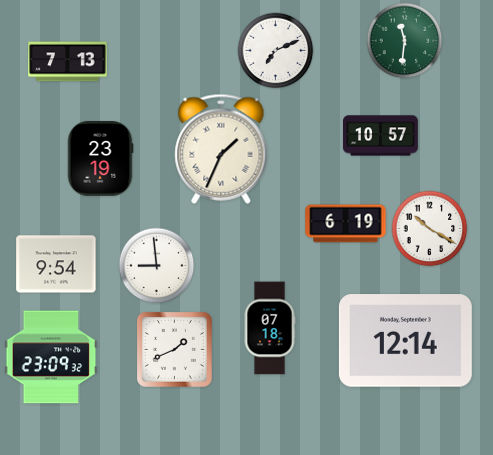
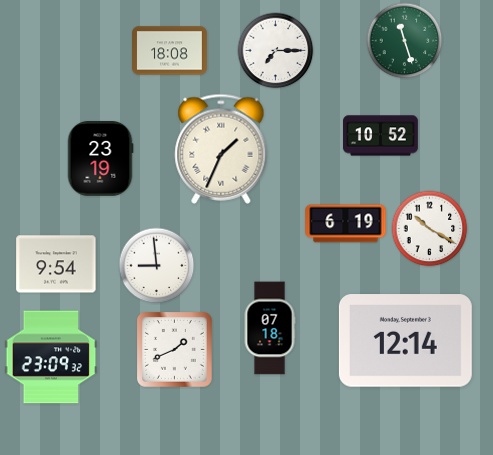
clock at (405, 41): 11:31 -> 11:27
clock at (170, 51): none -> 18:08
clock at (276, 51): 7:11 -> 7:15
clock at (68, 62): 7:13 -> none
clock at (381, 136): 10:57 -> 10:52
